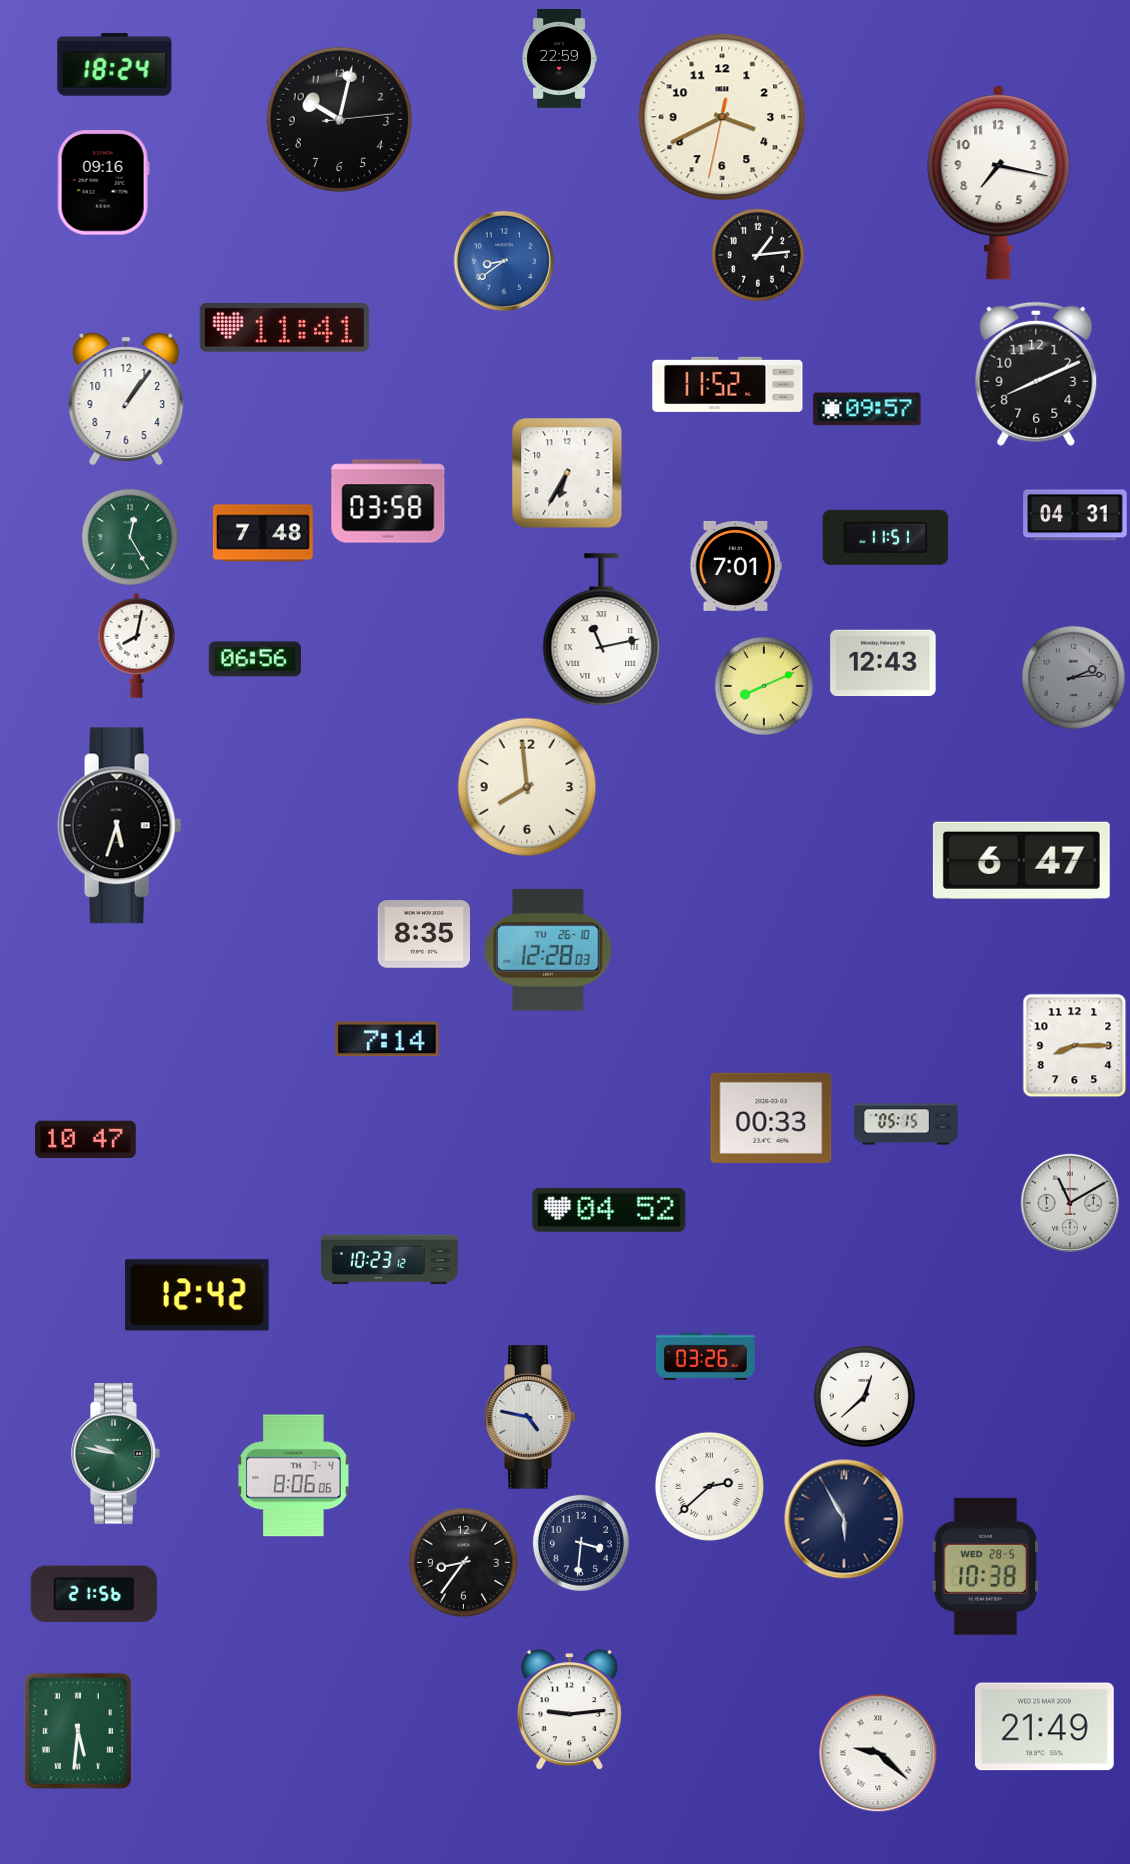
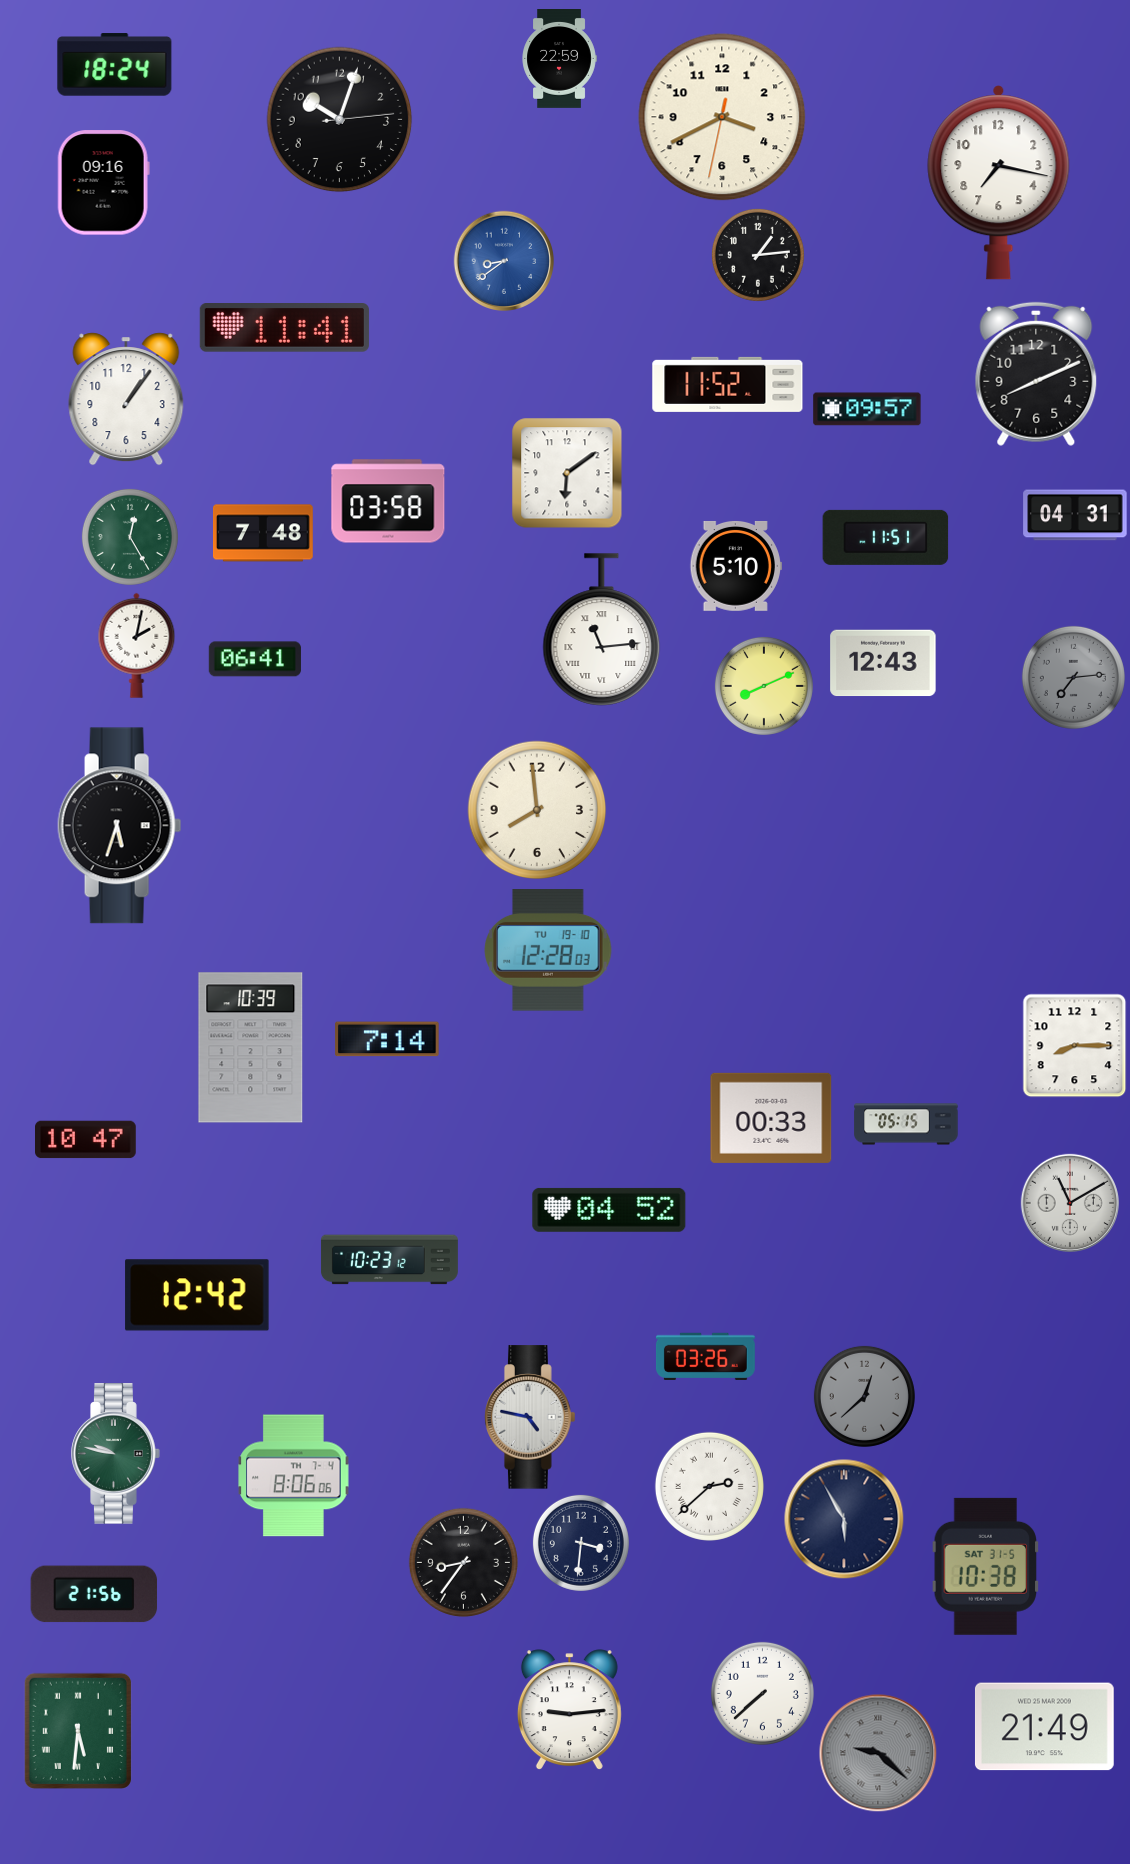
clock at (340, 120): 10:02 -> 10:03
clock at (567, 473): 6:35 -> 6:09
clock at (735, 566): 7:01 -> 5:10
clock at (602, 630): 11:13 -> 11:14
clock at (137, 645): 8:02 -> 2:02
clock at (255, 659): 06:56 -> 06:41
clock at (1073, 677): 2:14 -> 7:14
clock at (527, 787) position: (527, 787) -> (537, 810)
clock at (1021, 860): 6:47 -> none
clock at (423, 934): 8:35 -> none
clock at (548, 950) date: TU 26-10 -> TU 19-10
clock at (251, 1048): none -> 10:39
clock at (864, 1396) dial: white -> grey
clock at (985, 1566) date: WED 28-5 -> SAT 31-5
clock at (762, 1693): none -> 7:38
clock at (878, 1753) dial: white -> grey
